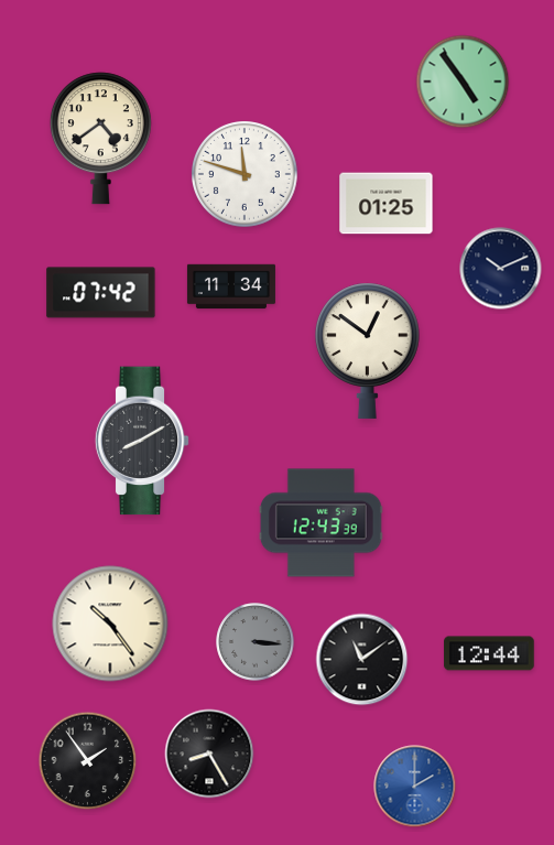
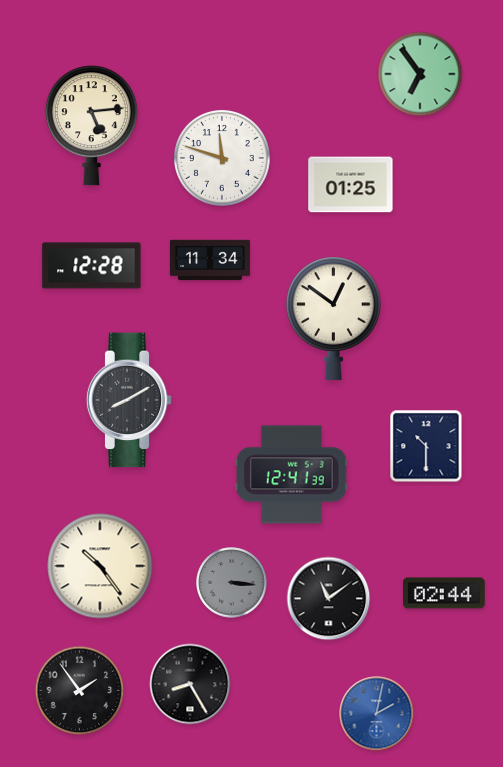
clock at (463, 82): 4:54 -> 6:54
clock at (100, 139): 4:39 -> 5:14
clock at (501, 269): 10:11 -> none
clock at (101, 293): 07:42 -> 12:28
clock at (426, 446): none -> 10:30
clock at (321, 523): 12:43 -> 12:41
clock at (489, 653): 12:44 -> 02:44
clock at (415, 787): 2:00 -> 2:02
